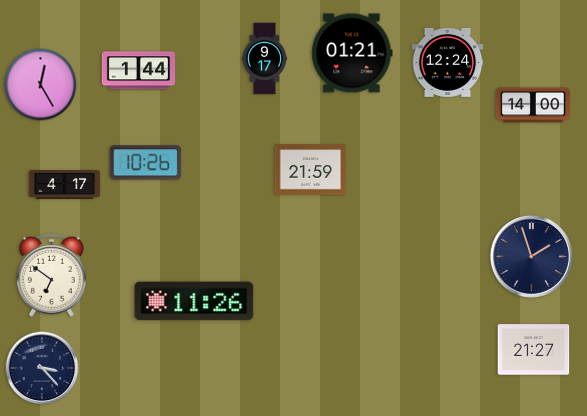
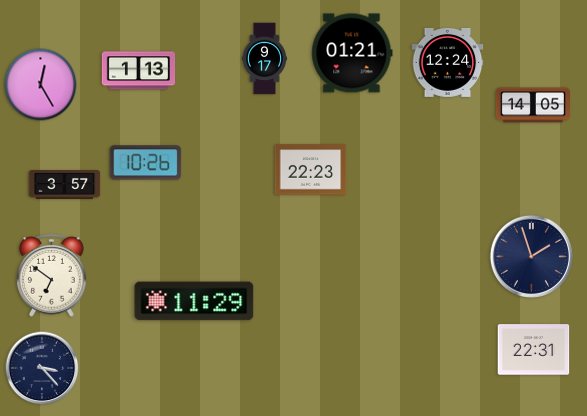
clock at (139, 71): 1:44 -> 1:13
clock at (533, 105): 14:00 -> 14:05
clock at (311, 170): 21:59 -> 22:23
clock at (65, 185): 4:17 -> 3:57
clock at (194, 301): 11:26 -> 11:29
clock at (534, 350): 21:27 -> 22:31
